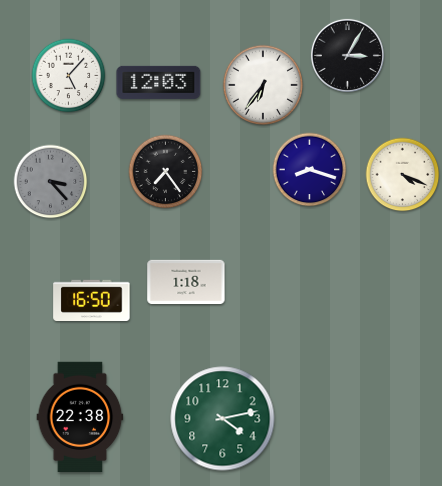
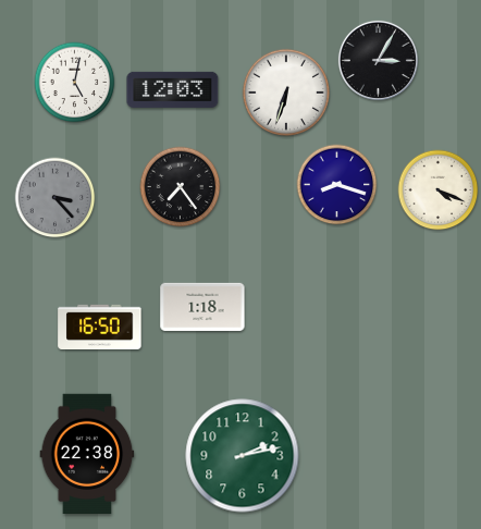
clock at (69, 76): 5:07 -> 5:02
clock at (262, 84): 6:36 -> 6:33
clock at (223, 419): 4:13 -> 2:13
